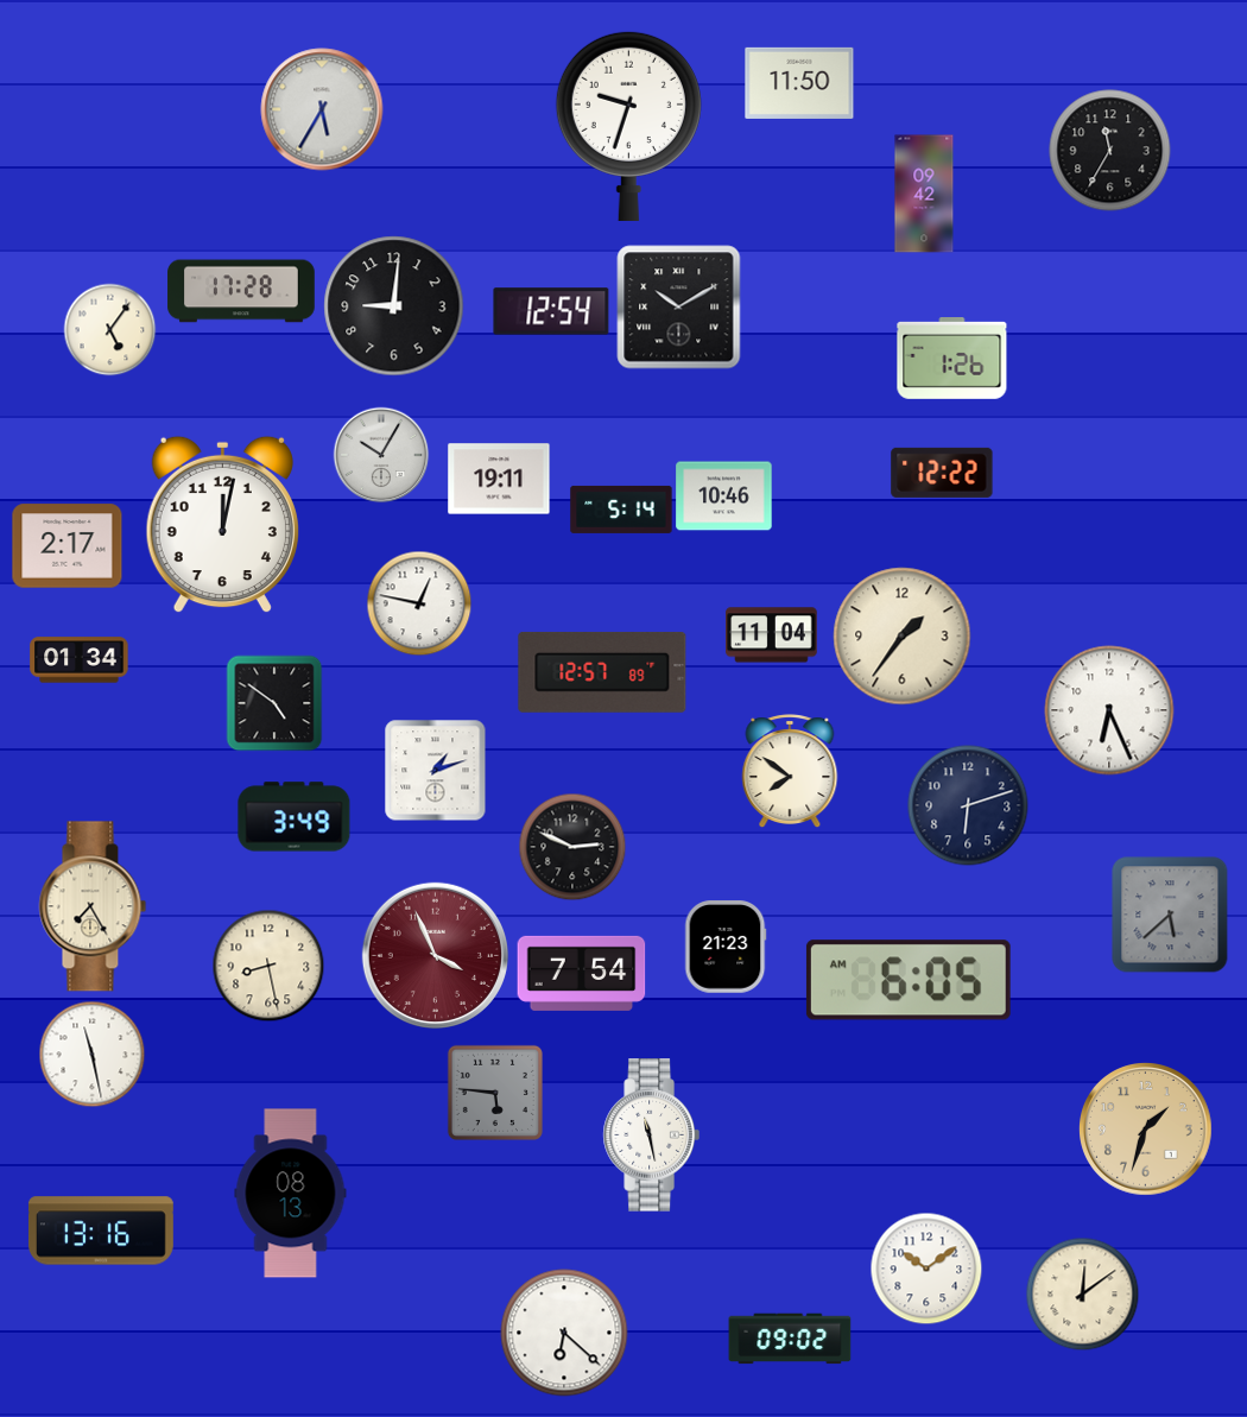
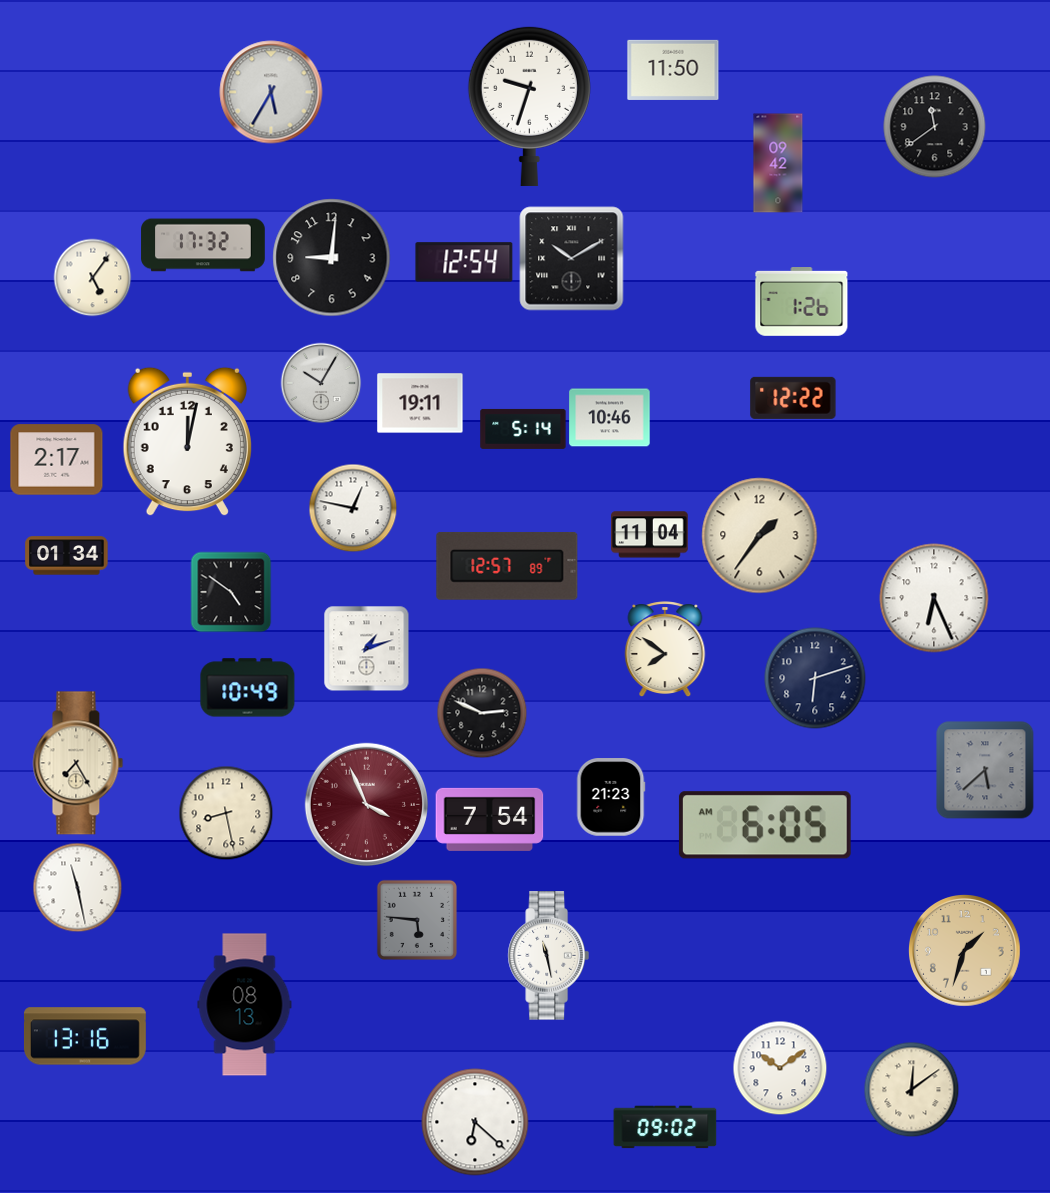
clock at (1110, 151): 11:35 -> 11:39
clock at (241, 291): 17:28 -> 17:32
clock at (295, 817): 3:49 -> 10:49
